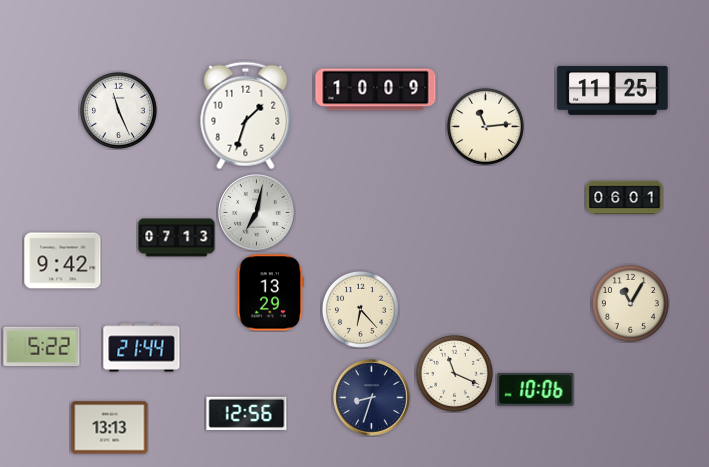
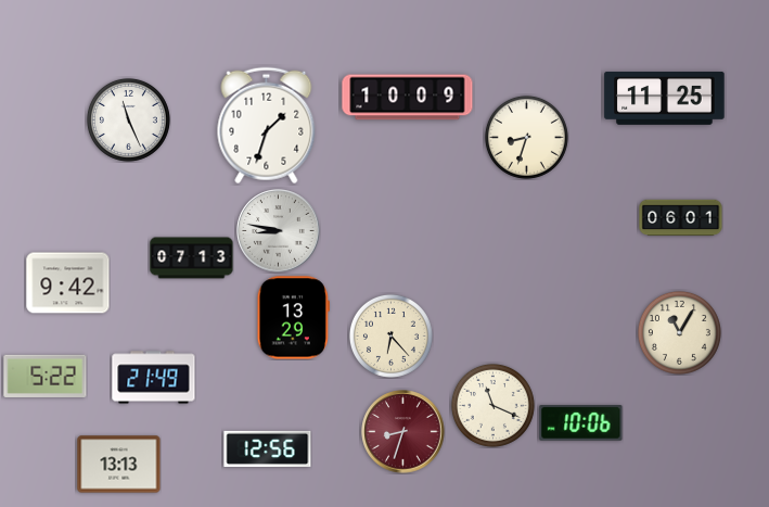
clock at (485, 126): 11:14 -> 8:33
clock at (625, 198) position: (625, 198) -> (681, 218)
clock at (257, 213): 7:02 -> 8:47
clock at (630, 303) position: (630, 303) -> (679, 332)
clock at (142, 348): 21:44 -> 21:49
clock at (372, 398) dial: navy -> burgundy
